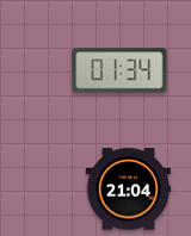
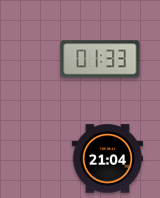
clock at (119, 70): 01:34 -> 01:33
